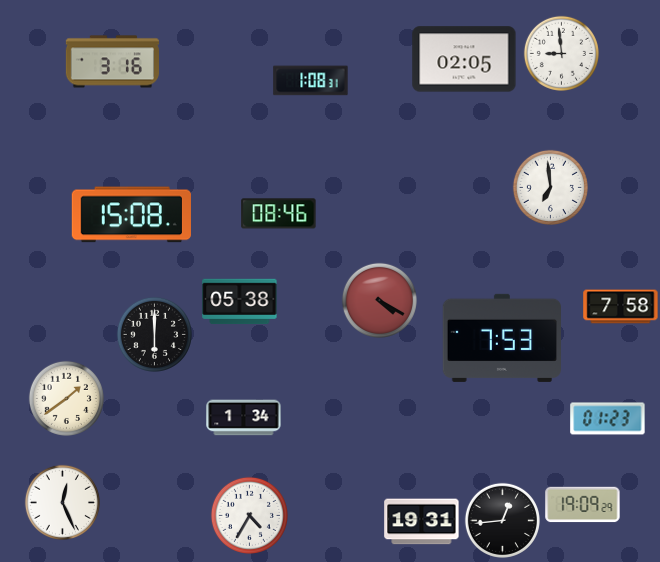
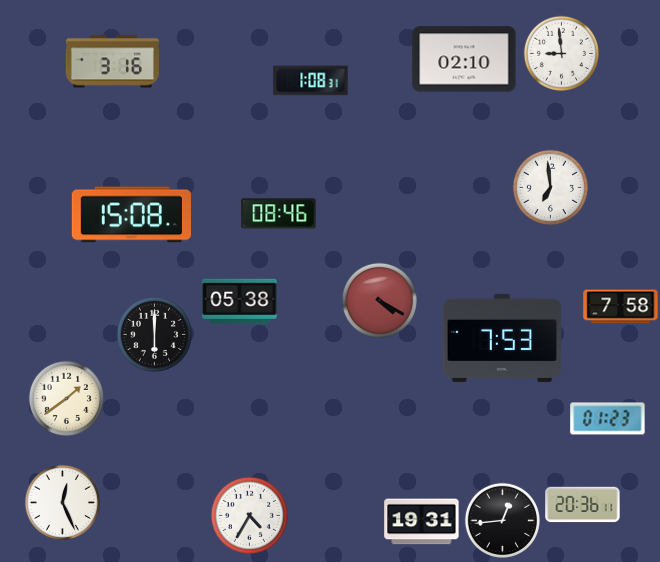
clock at (464, 59): 02:05 -> 02:10
clock at (244, 418): 1:34 -> none
clock at (583, 505): 19:09 -> 20:36
